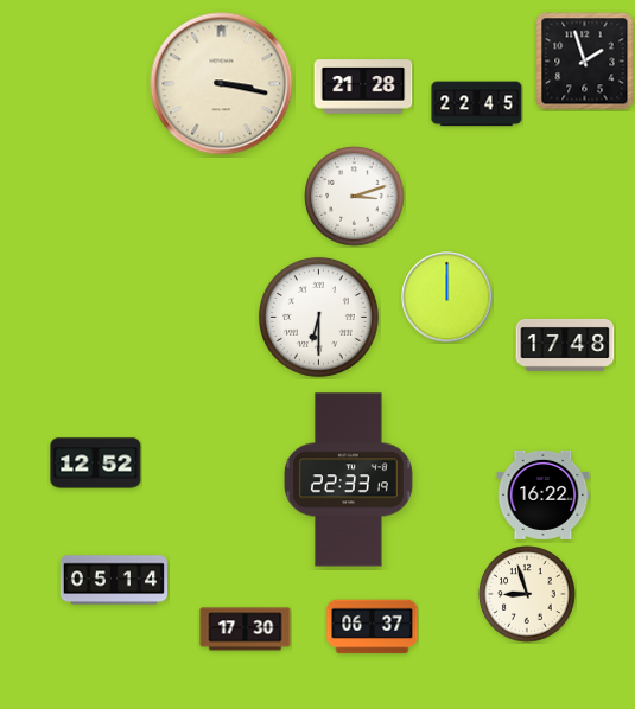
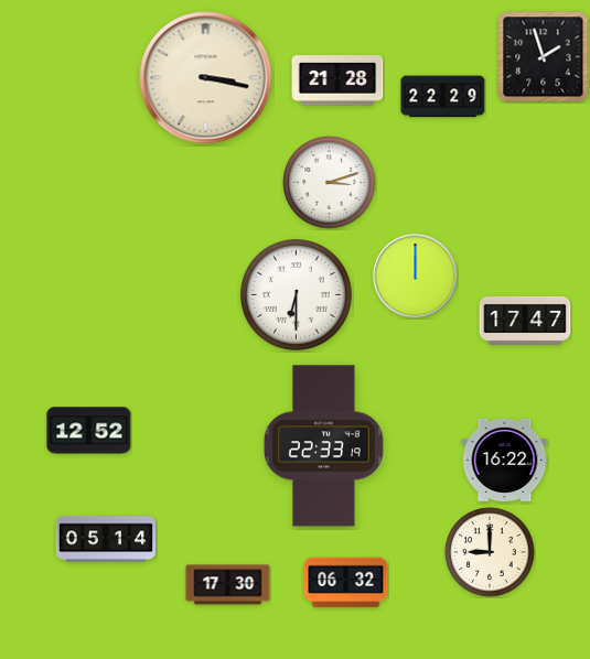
clock at (477, 104): 22:45 -> 22:29
clock at (565, 345): 17:48 -> 17:47
clock at (527, 594): 8:57 -> 9:00
clock at (373, 627): 06:37 -> 06:32
